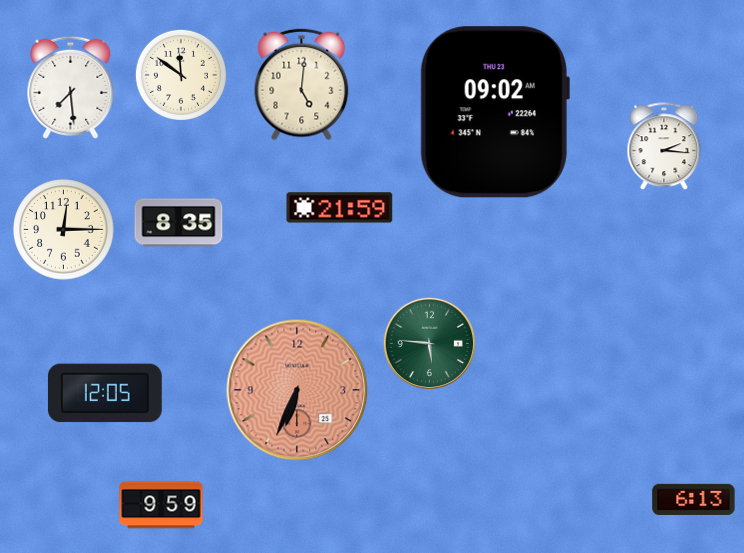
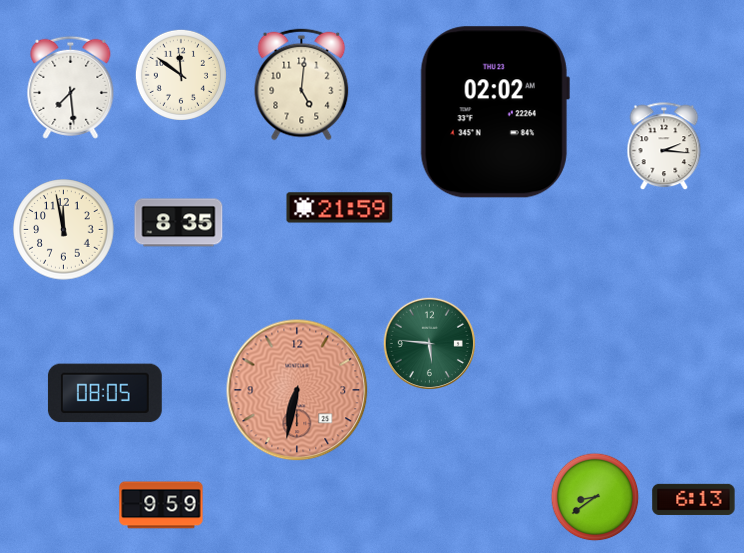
clock at (495, 112): 09:02 -> 02:02
clock at (64, 230): 12:15 -> 11:58
clock at (297, 390): 6:34 -> 6:32
clock at (105, 393): 12:05 -> 08:05
clock at (595, 497): none -> 8:39
